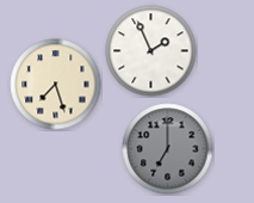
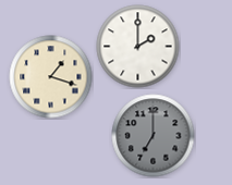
clock at (151, 51): 1:56 -> 2:00
clock at (56, 85): 7:27 -> 1:18
